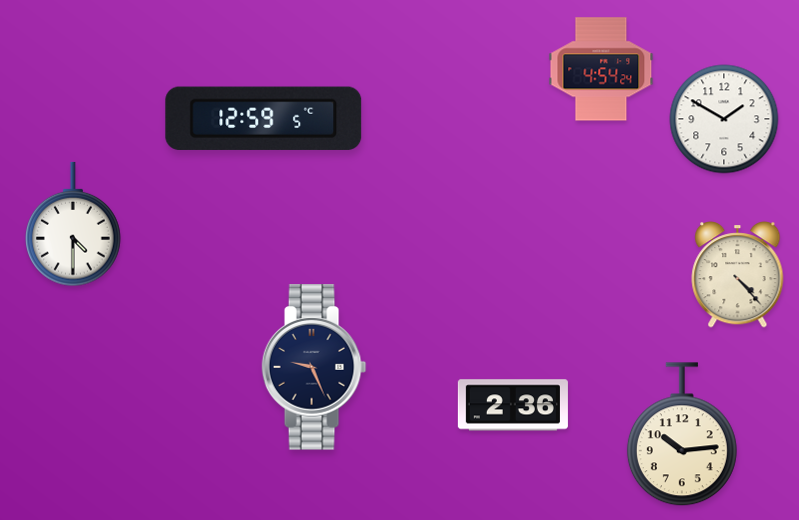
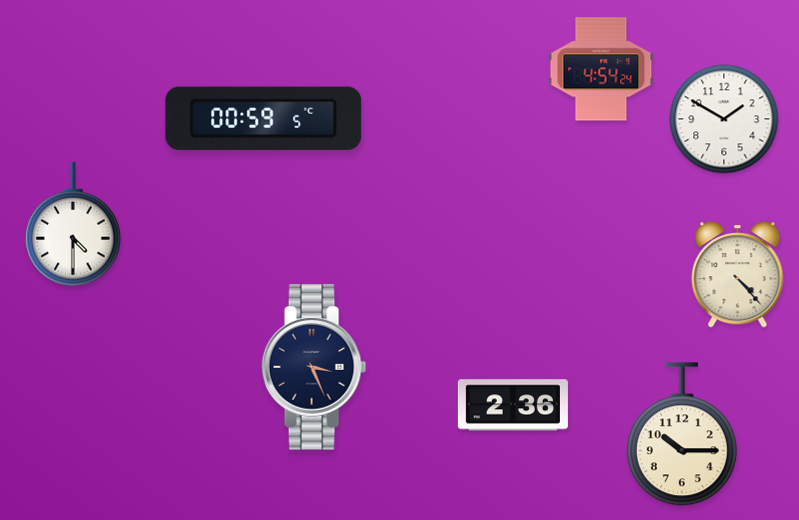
clock at (264, 118): 12:59 -> 00:59
clock at (314, 367): 9:26 -> 3:26
clock at (682, 435): 10:14 -> 10:15
